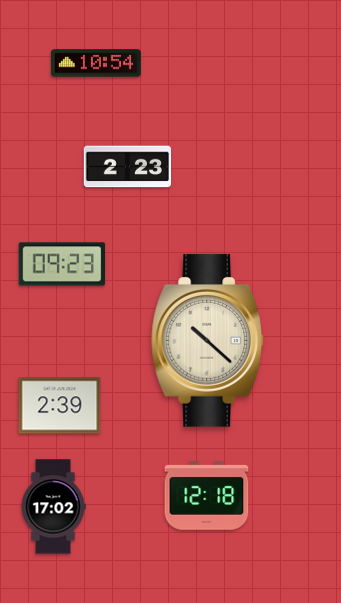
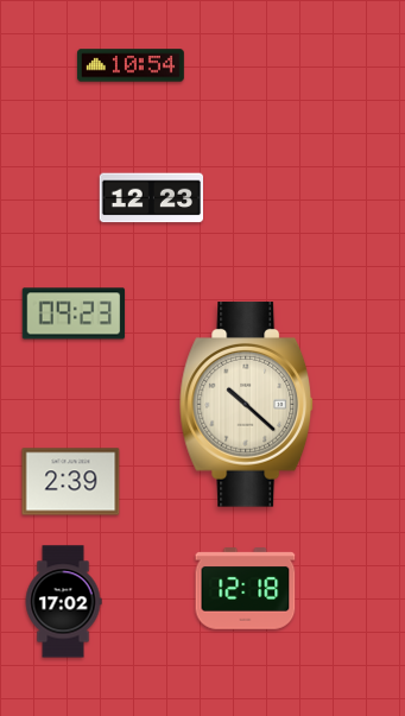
clock at (96, 63) position: (96, 63) -> (131, 65)
clock at (127, 167): 2:23 -> 12:23
